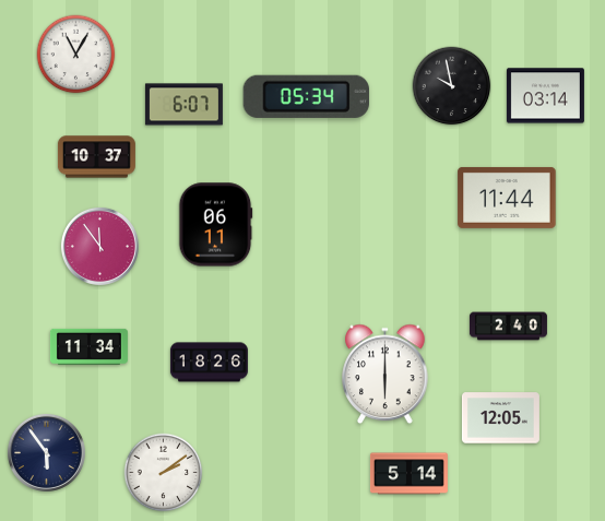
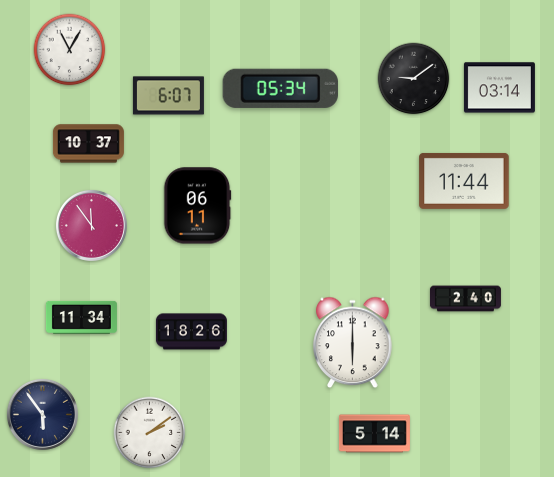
clock at (452, 86): 9:58 -> 9:09
clock at (500, 418): 12:05 -> none
